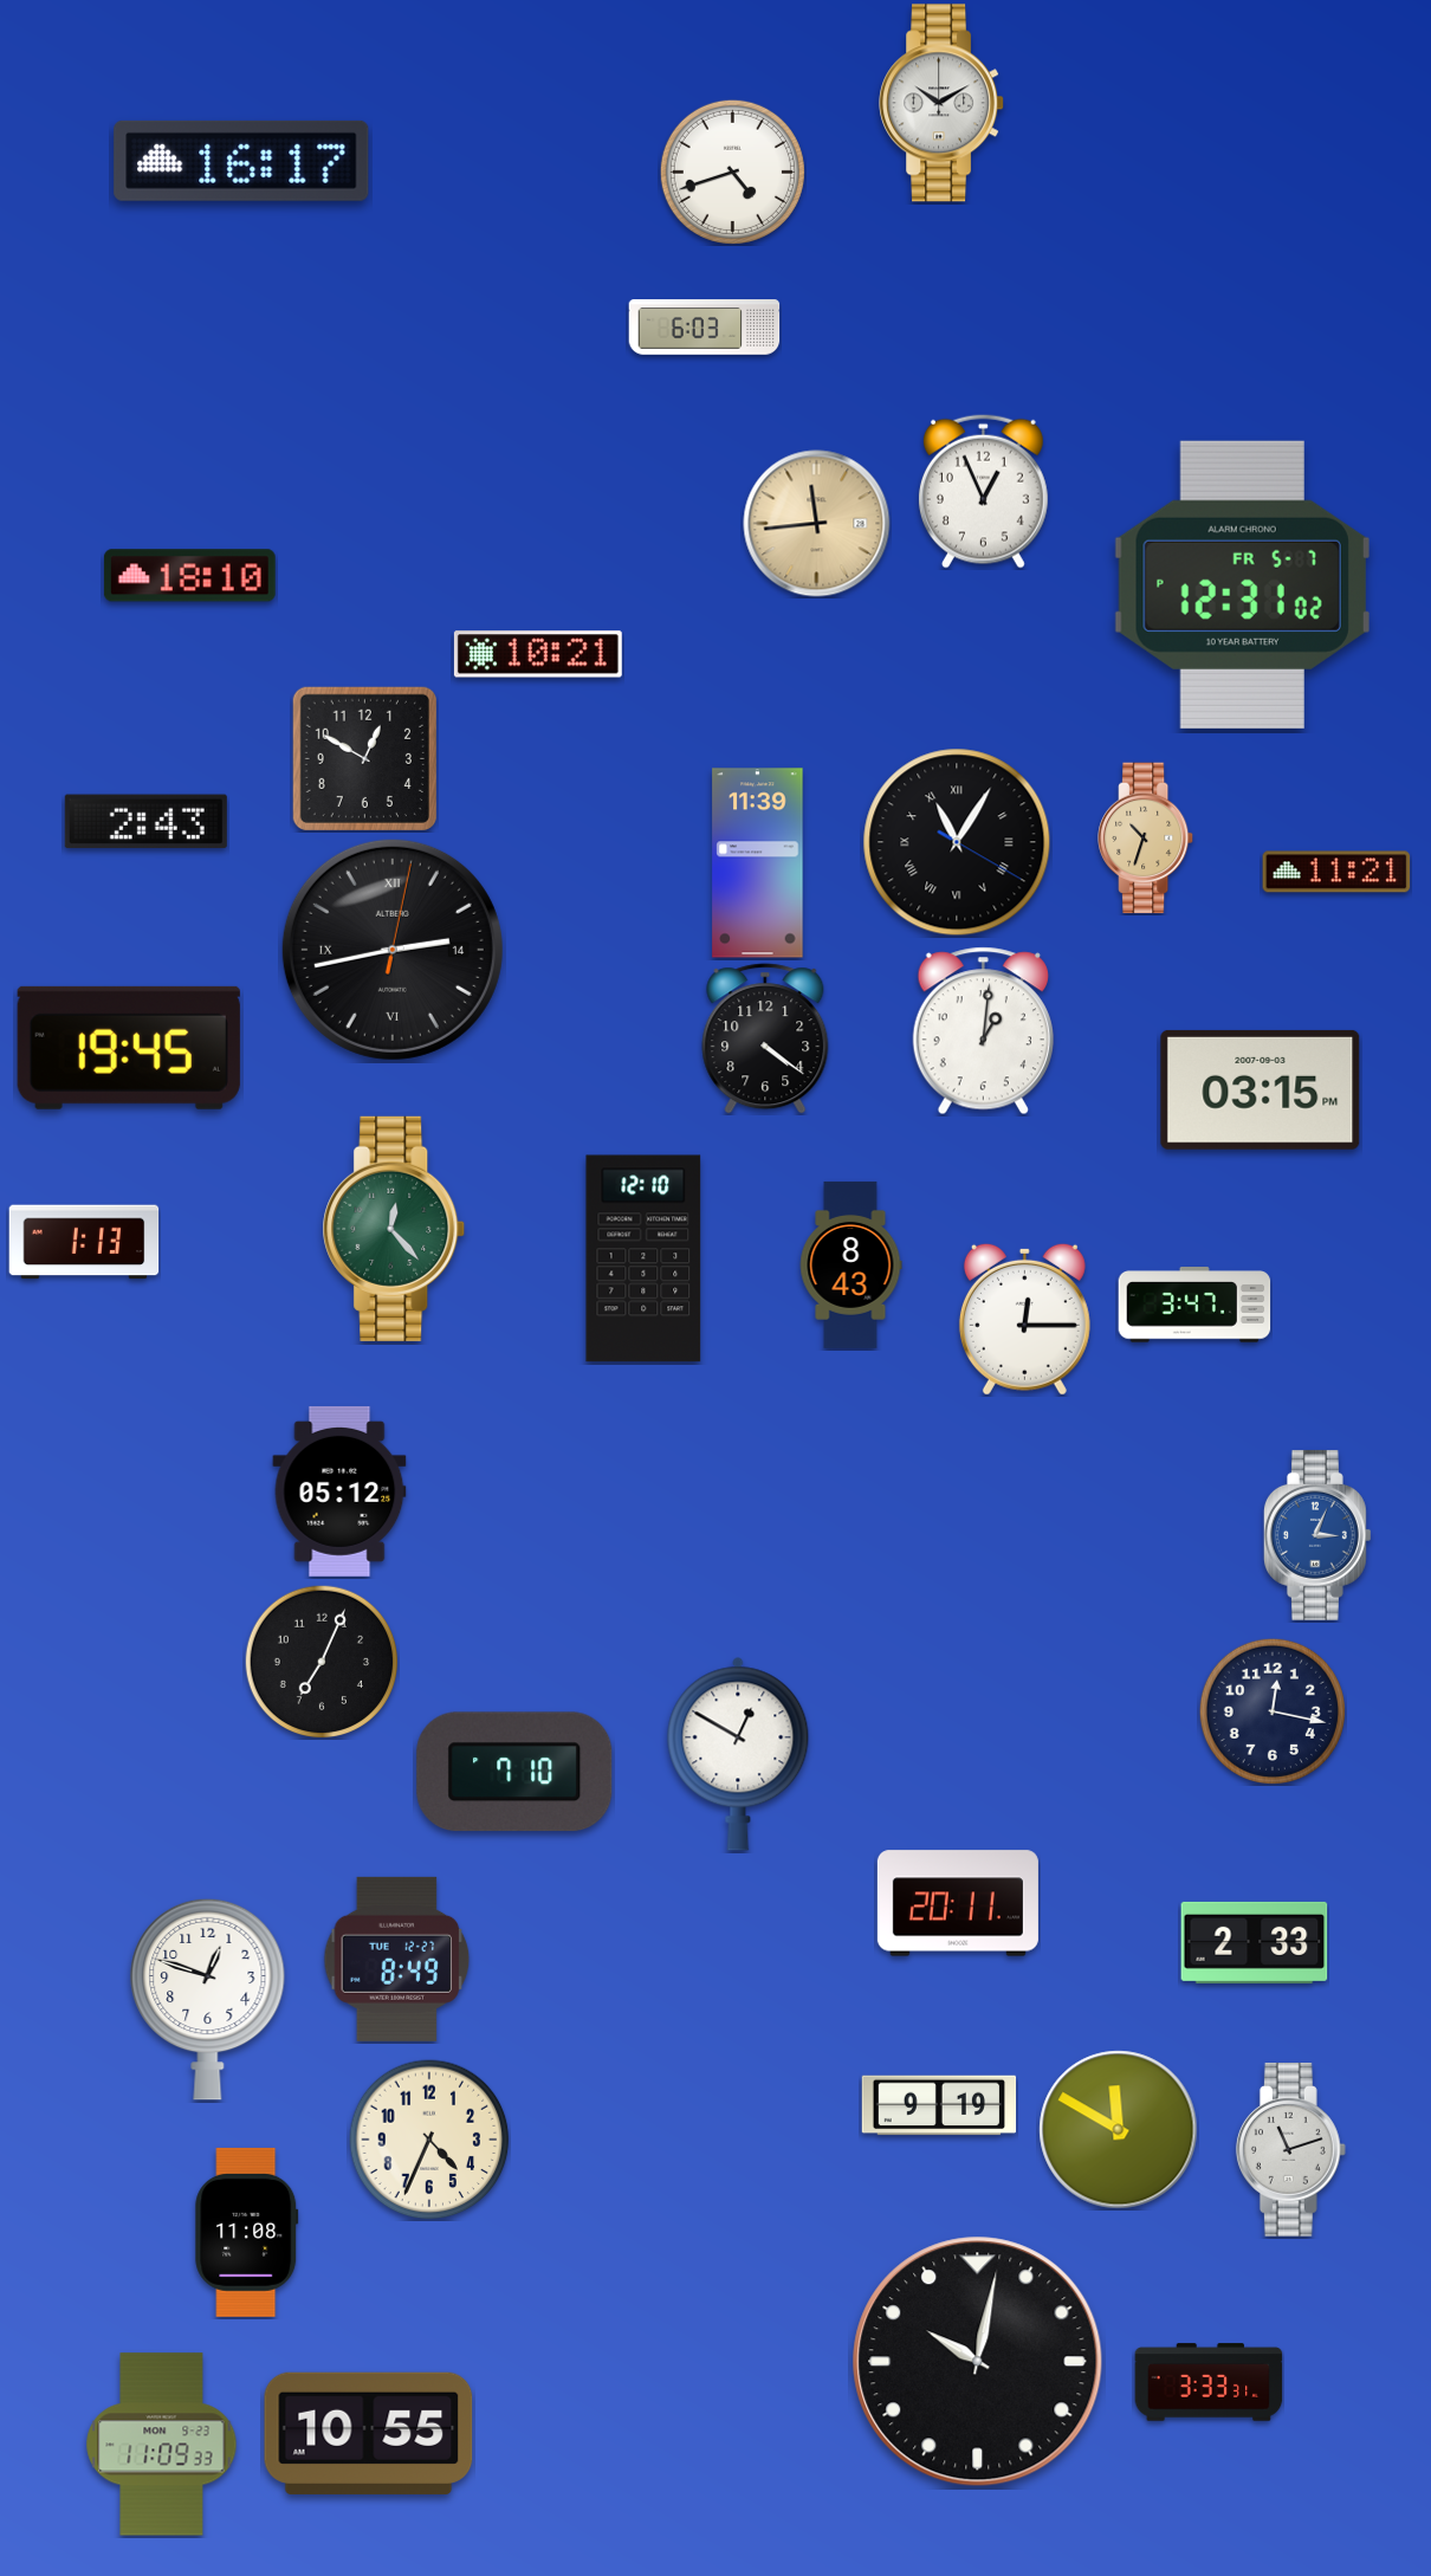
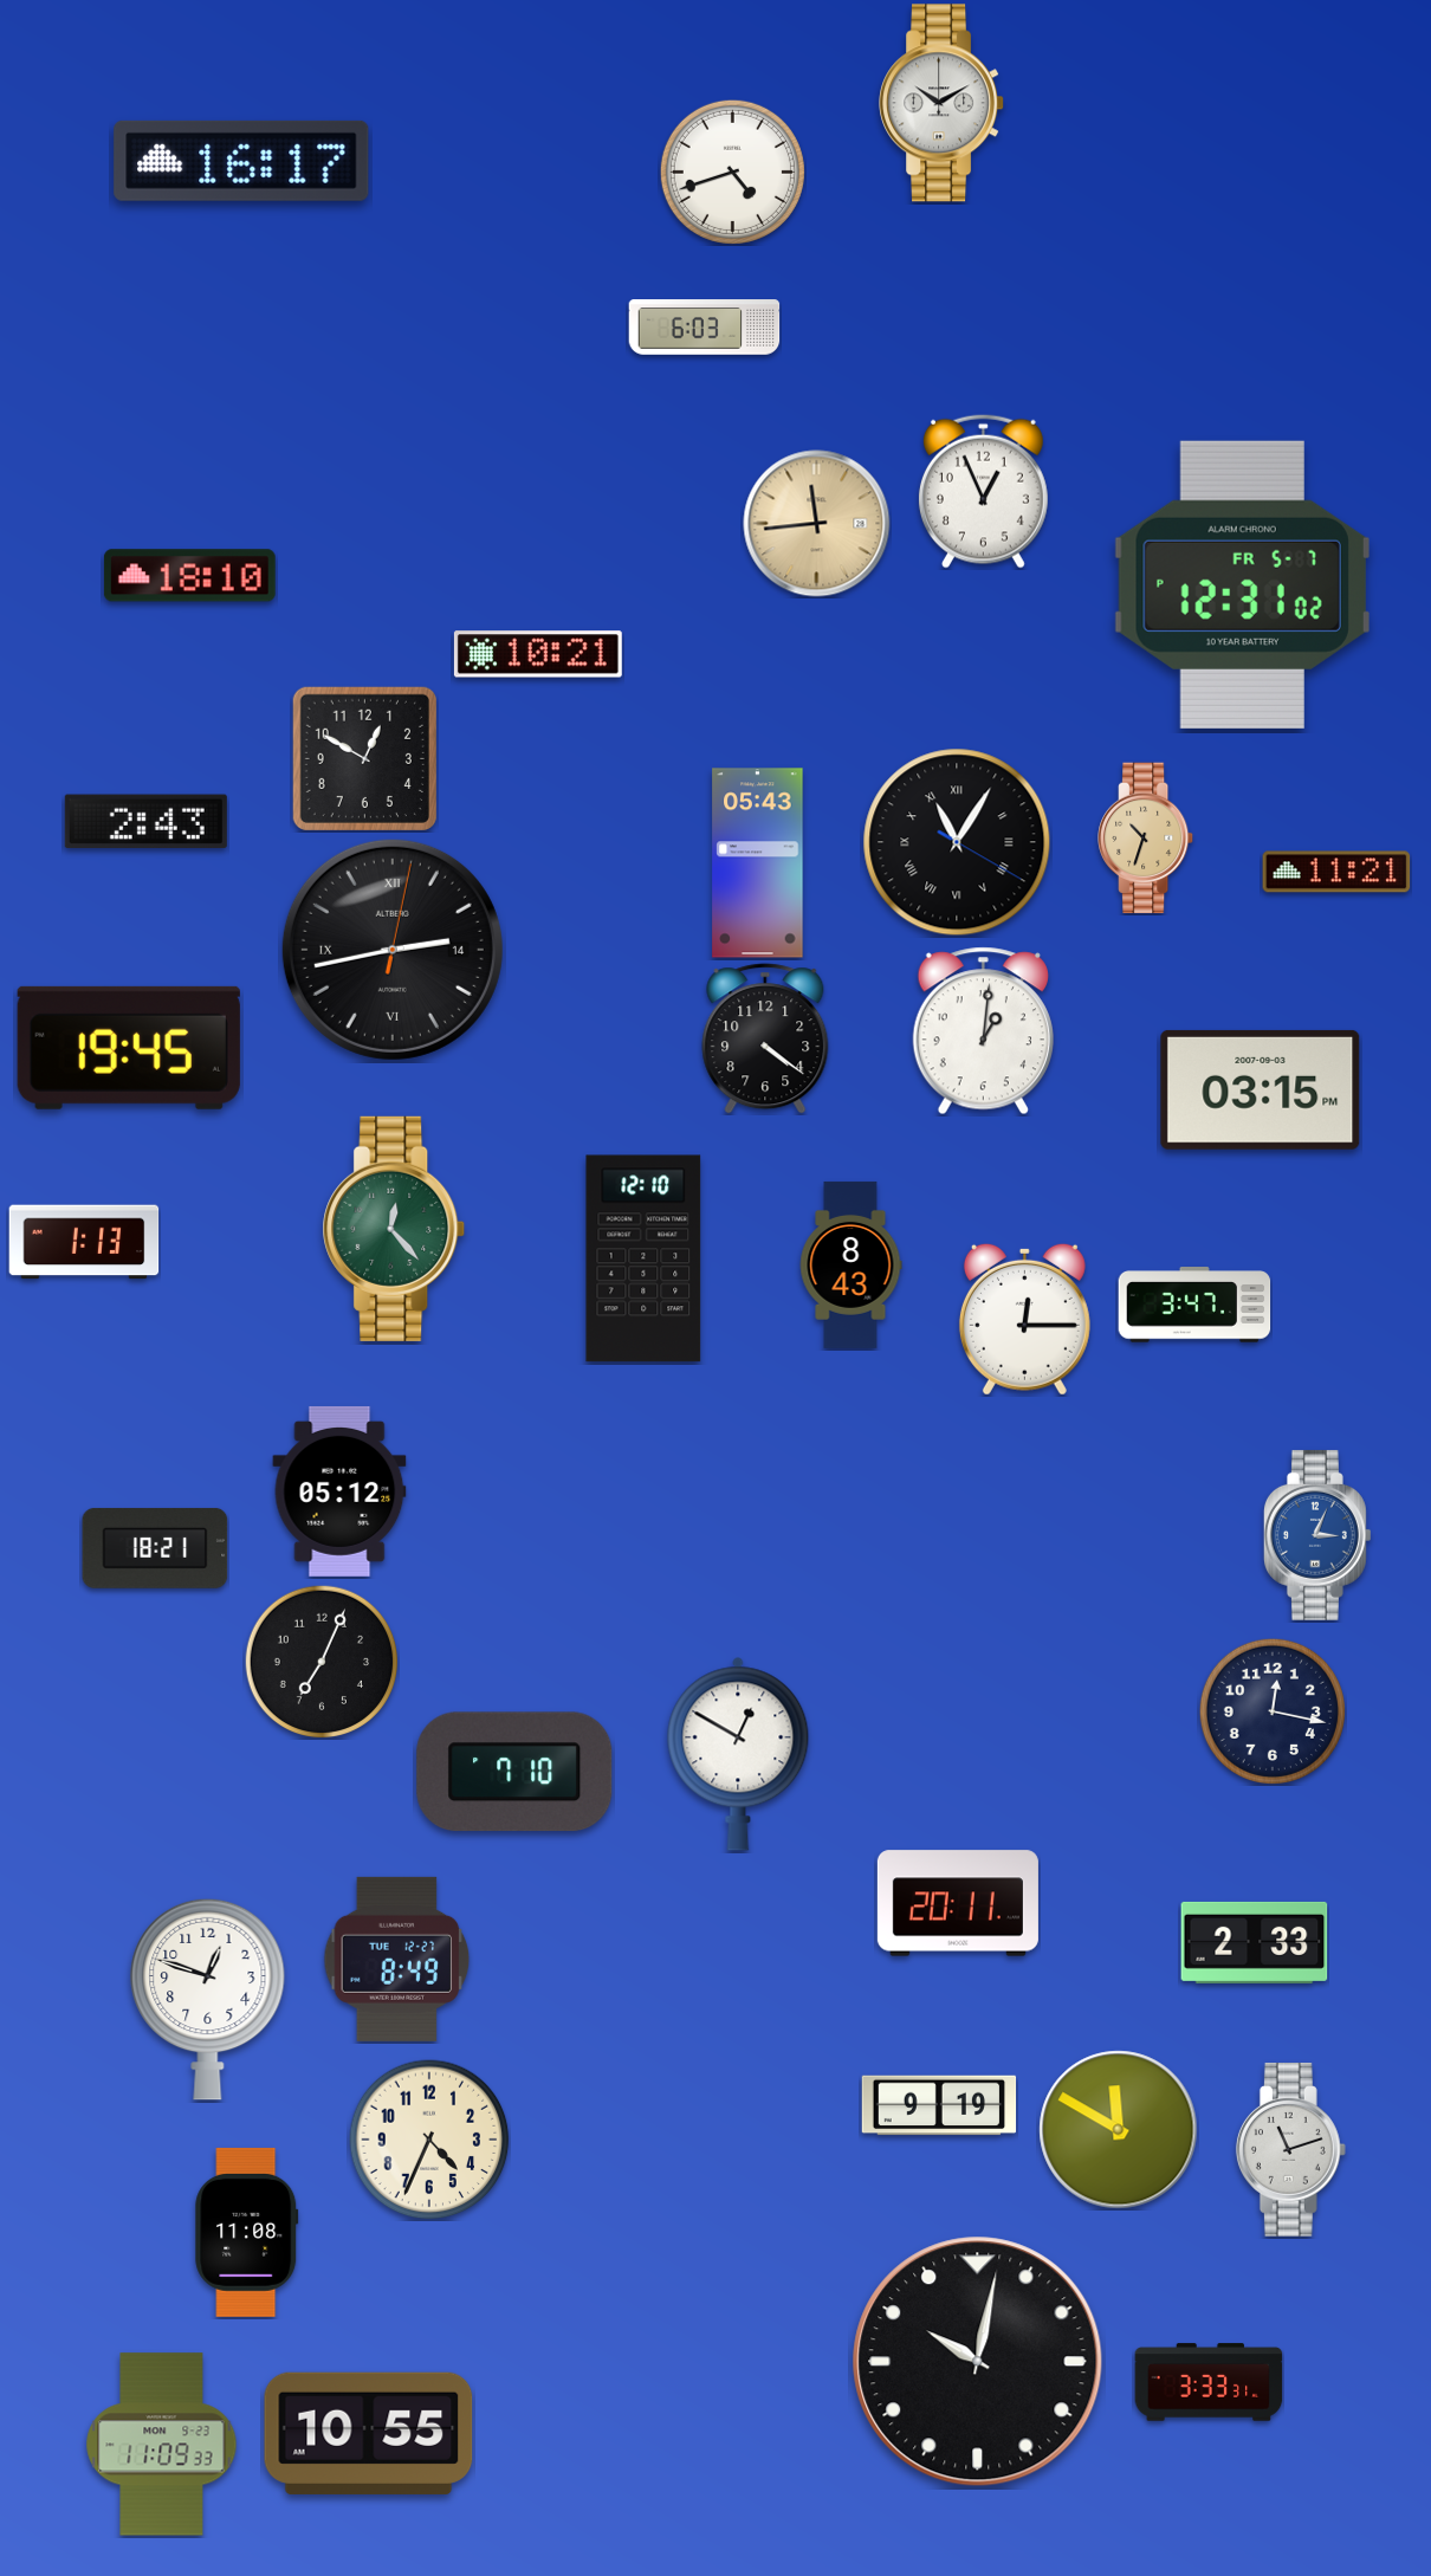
clock at (758, 863): 11:39 -> 05:43
clock at (155, 1548): none -> 18:21
